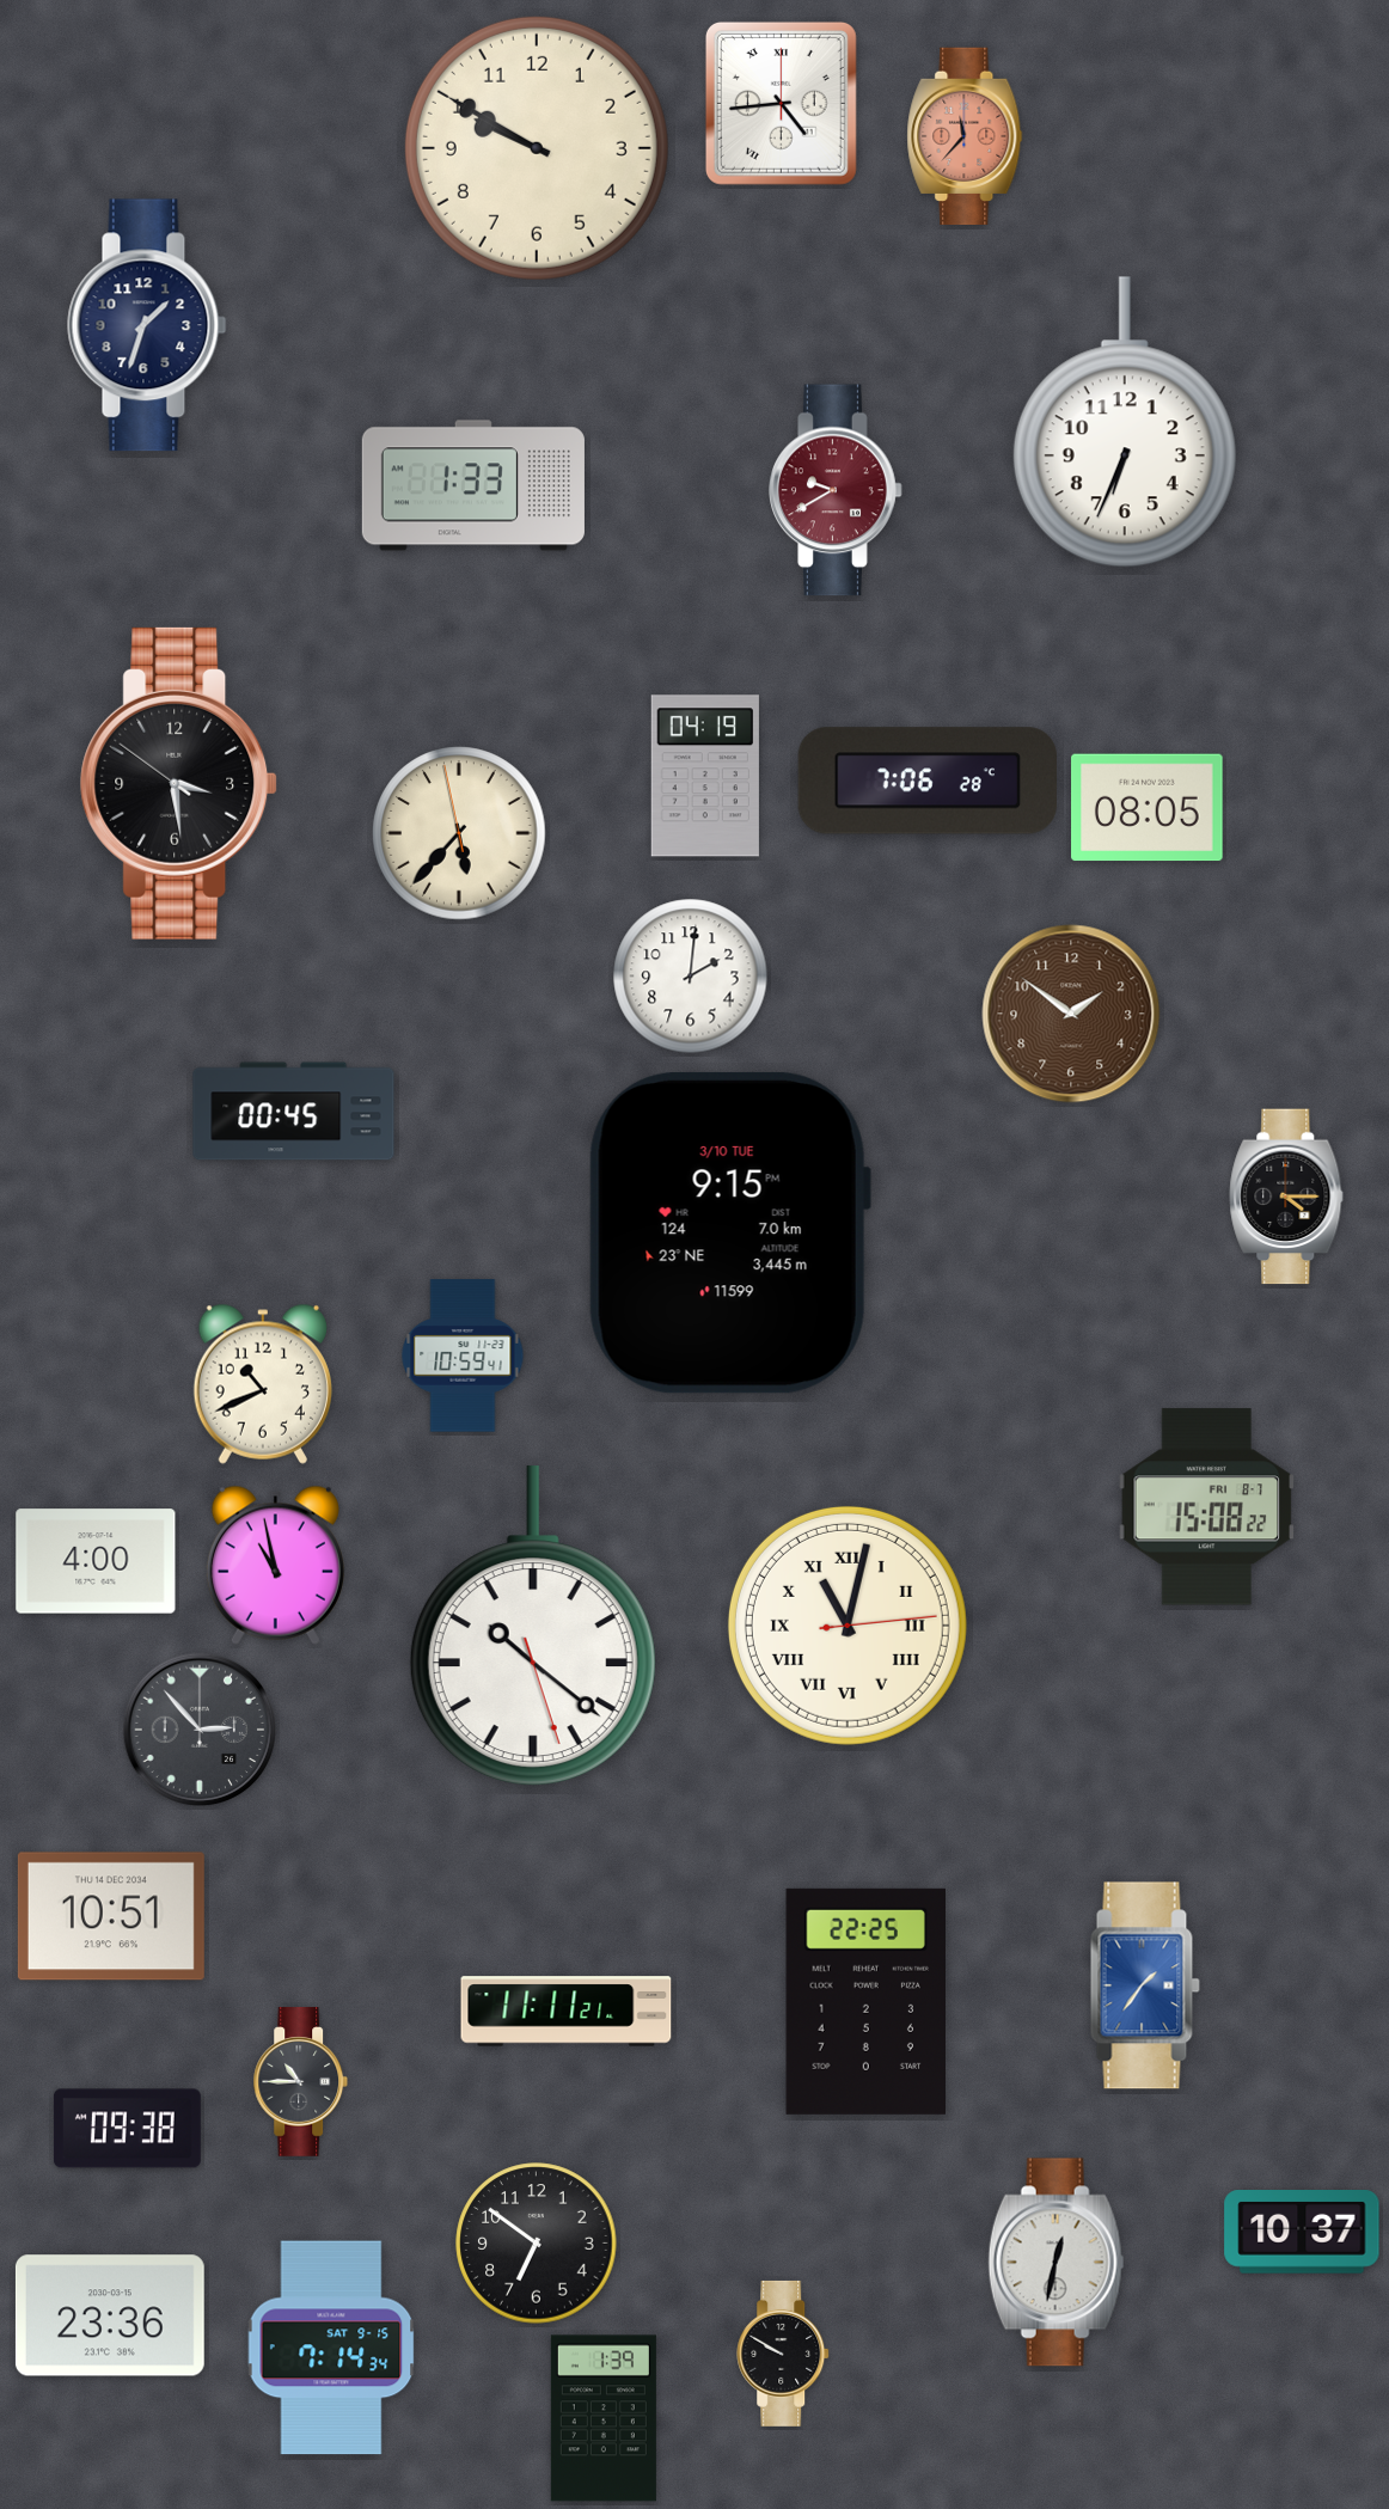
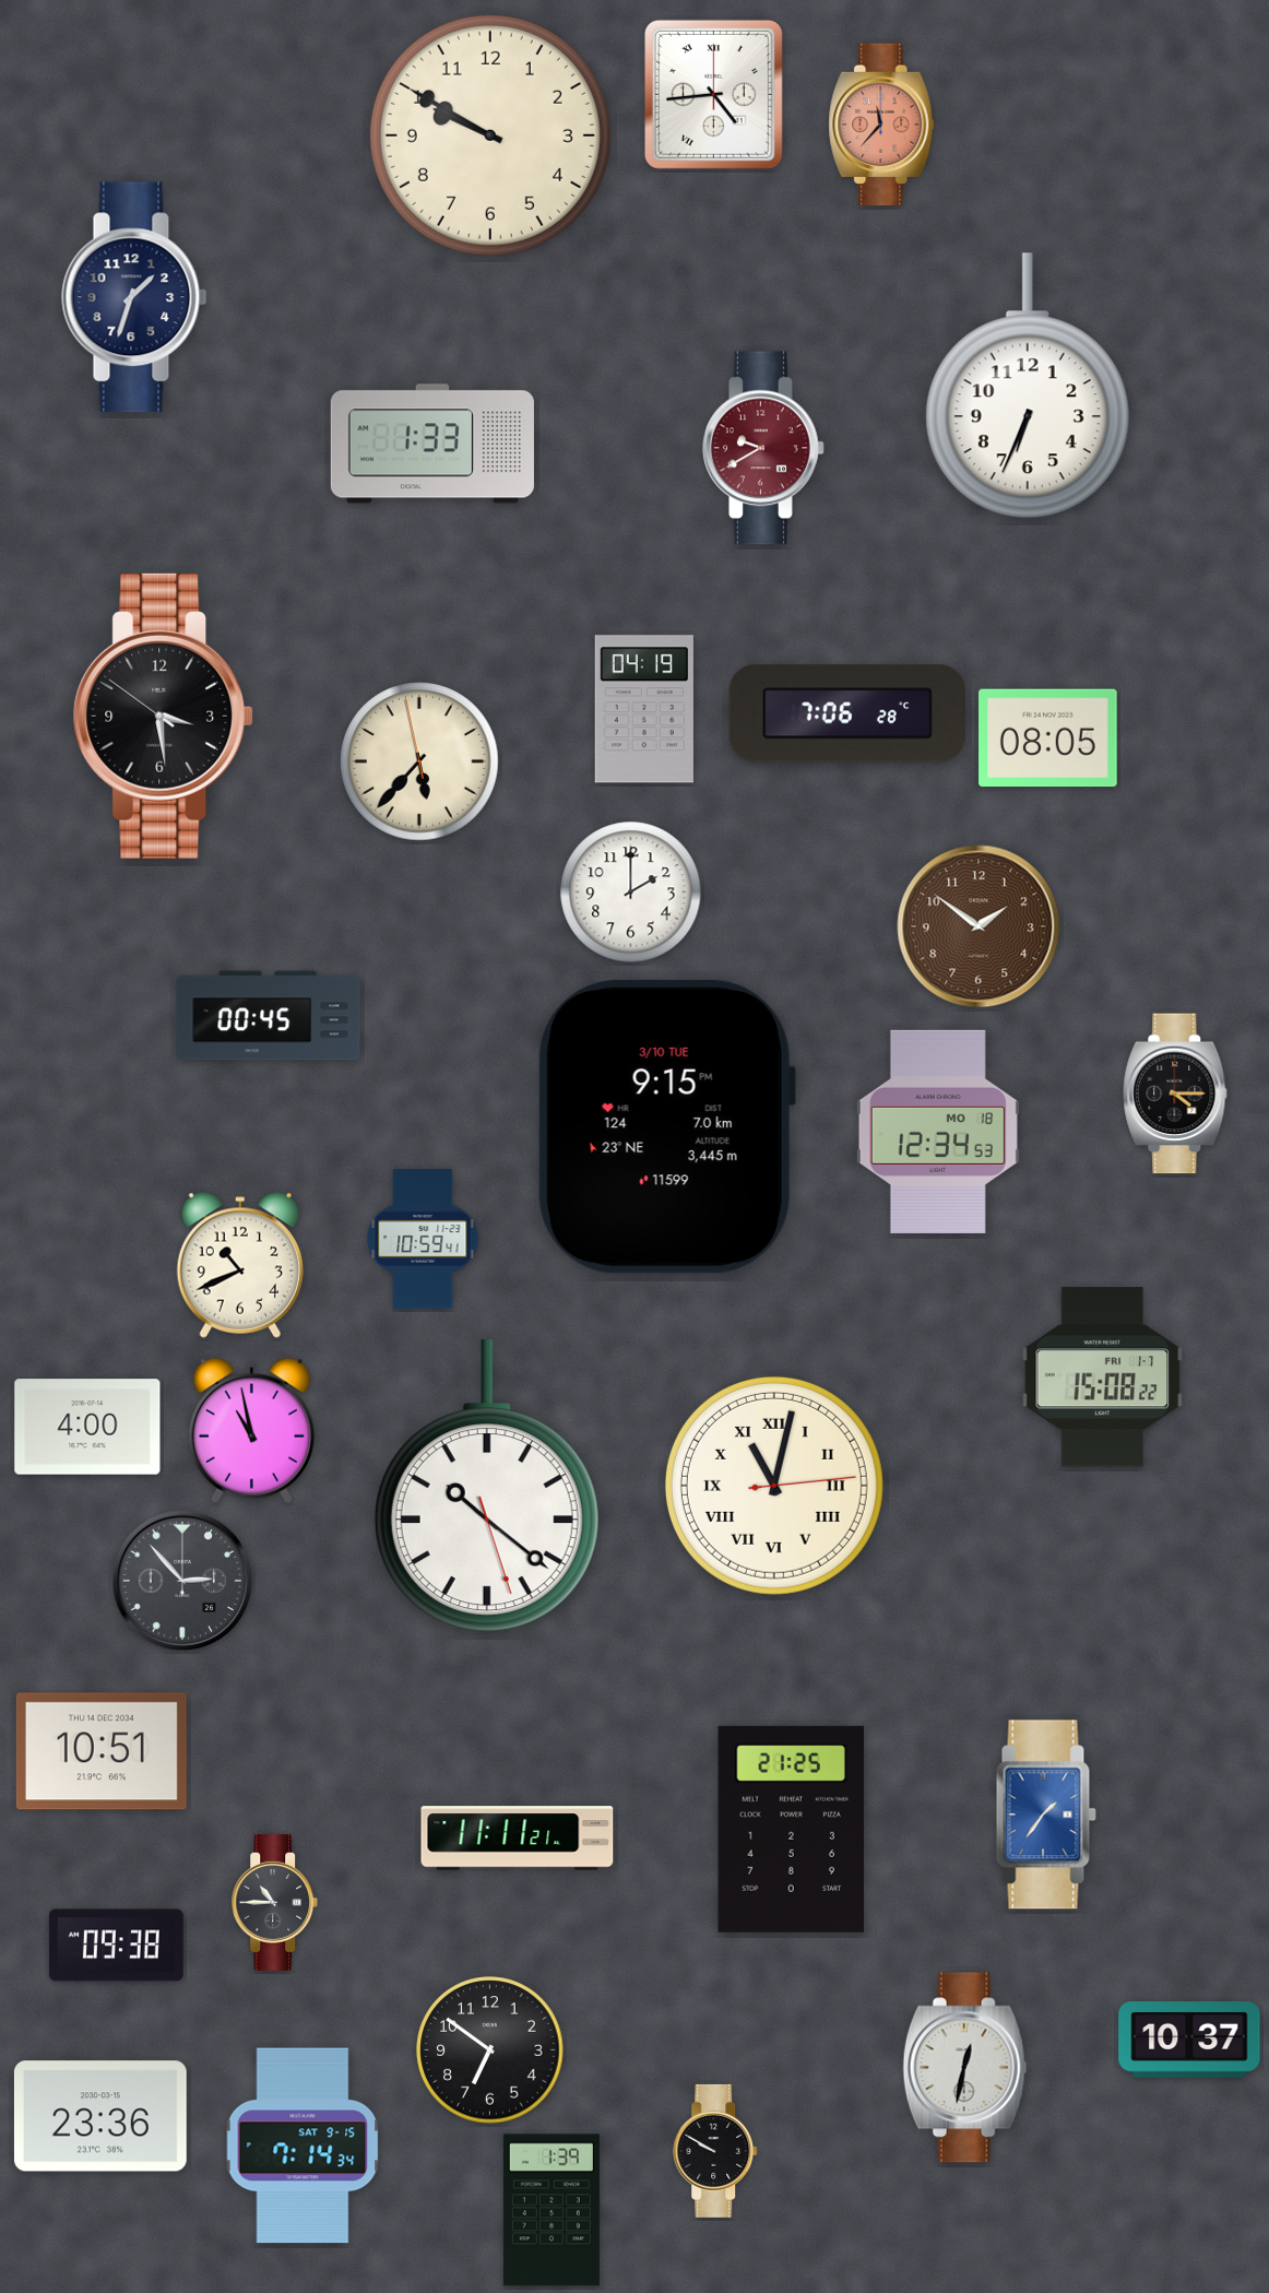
clock at (691, 977): 2:01 -> 2:00
clock at (938, 1132): none -> 12:34
clock at (1207, 1507) date: FRI 8-7 -> FRI 1-7
clock at (867, 2001): 22:25 -> 21:25
